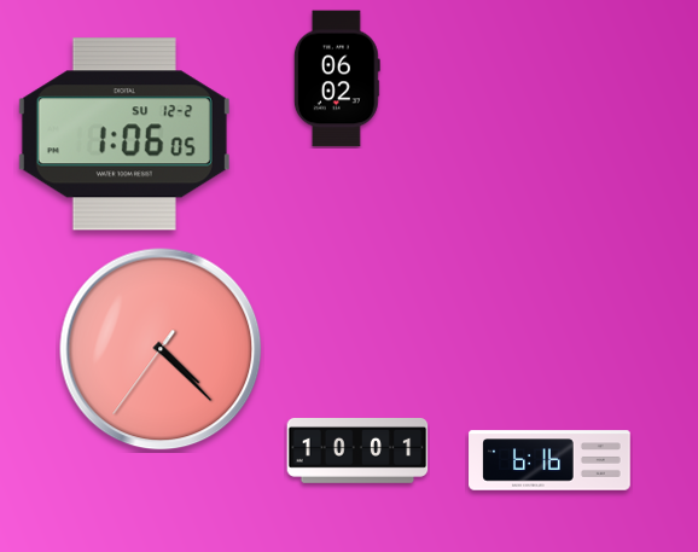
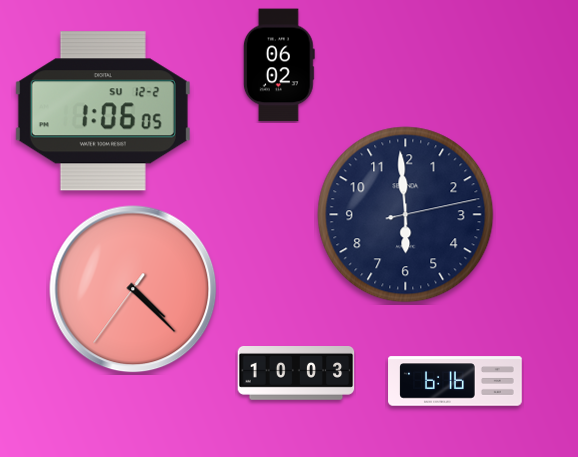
clock at (406, 215): none -> 5:59
clock at (357, 452): 10:01 -> 10:03
